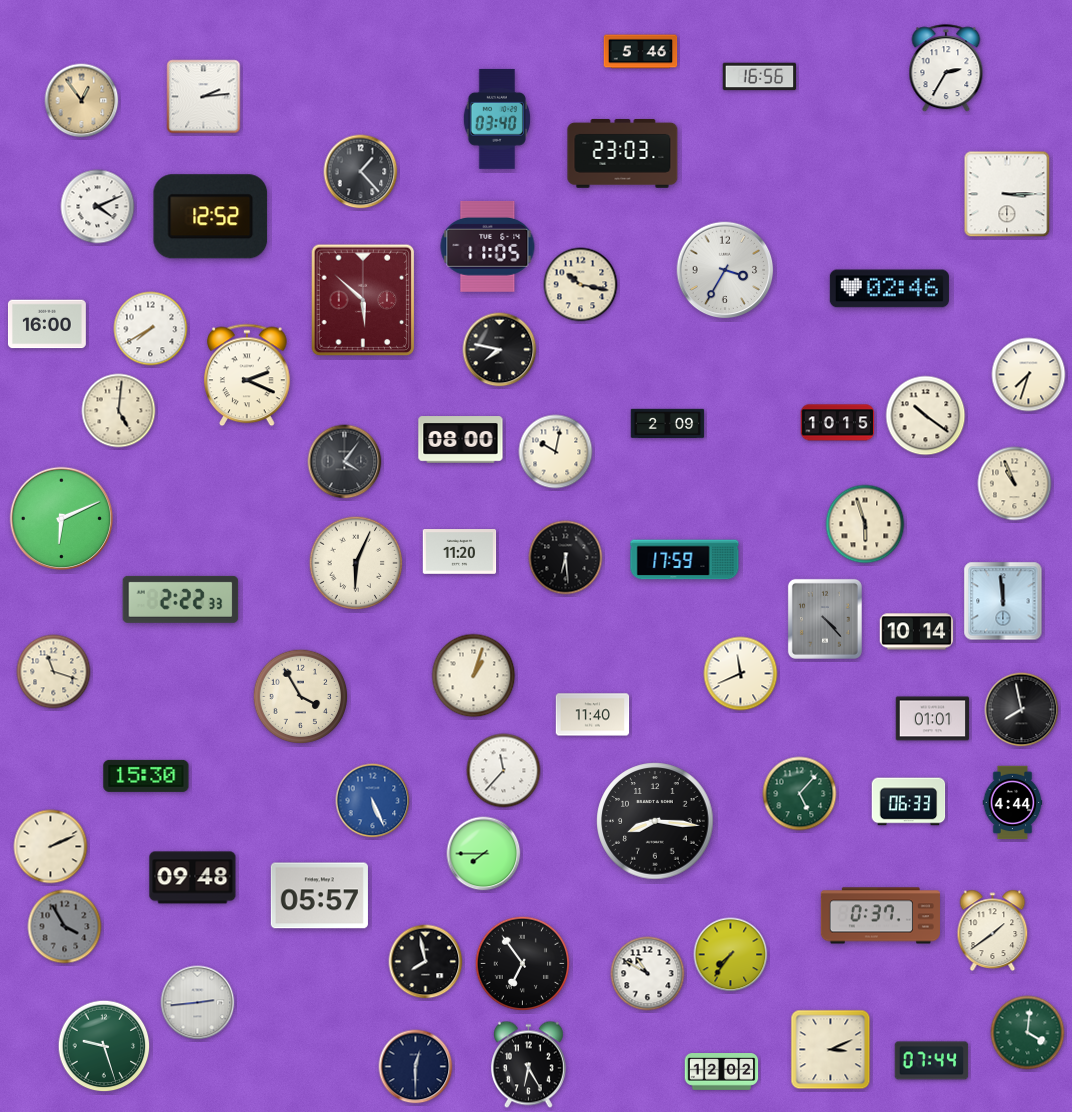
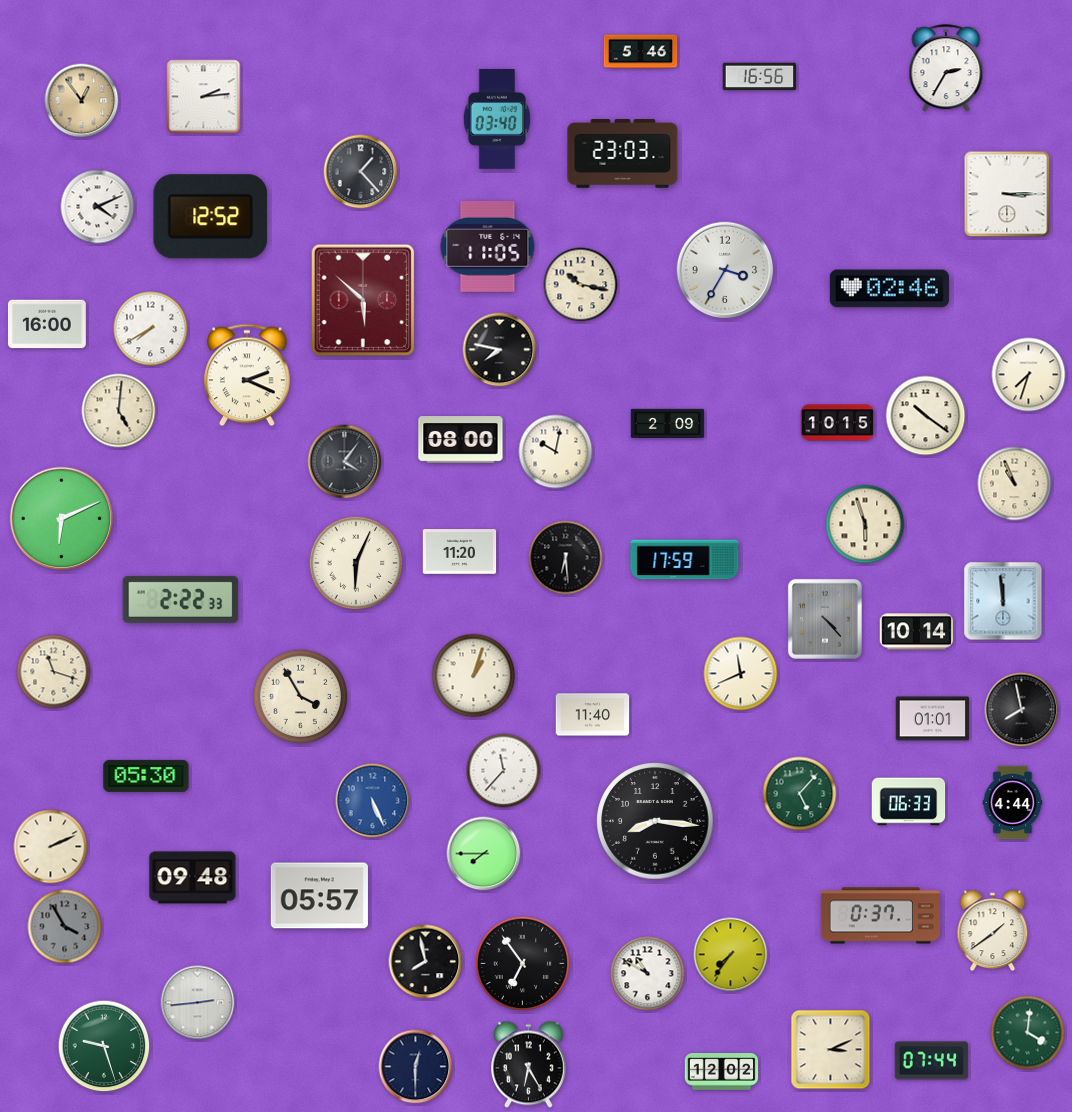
clock at (146, 776): 15:30 -> 05:30
